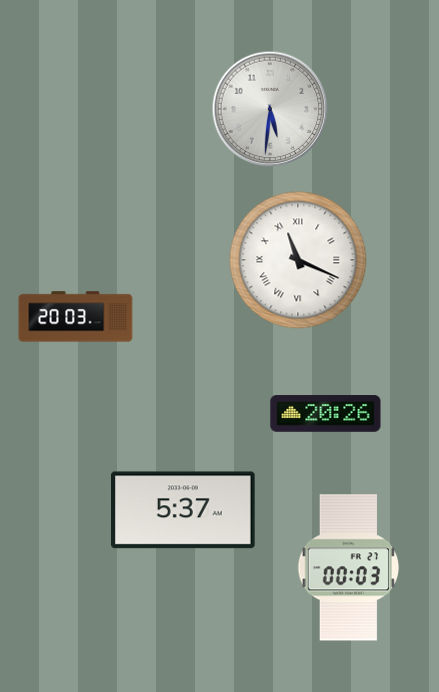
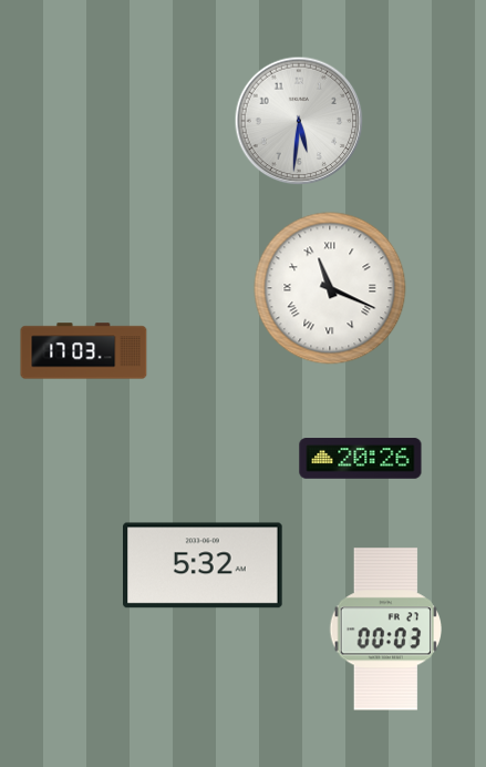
clock at (76, 317): 20:03 -> 17:03
clock at (184, 510): 5:37 -> 5:32
